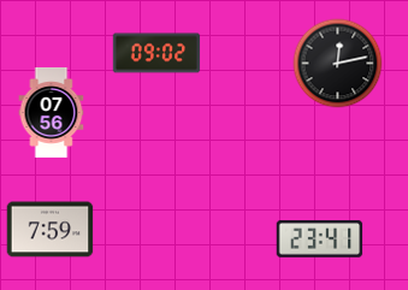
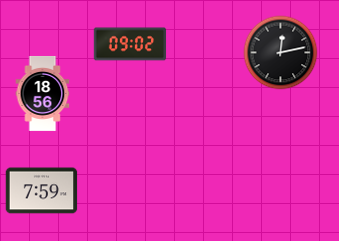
clock at (52, 112): 07:56 -> 18:56
clock at (320, 239): 23:41 -> none
